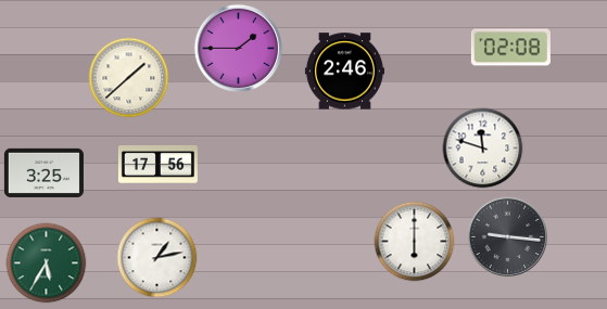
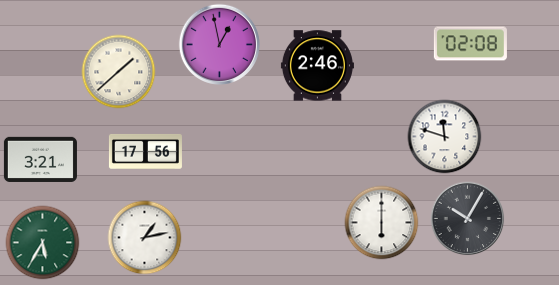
clock at (238, 48): 1:45 -> 12:58
clock at (43, 172): 3:25 -> 3:21
clock at (508, 237): 9:16 -> 10:05
